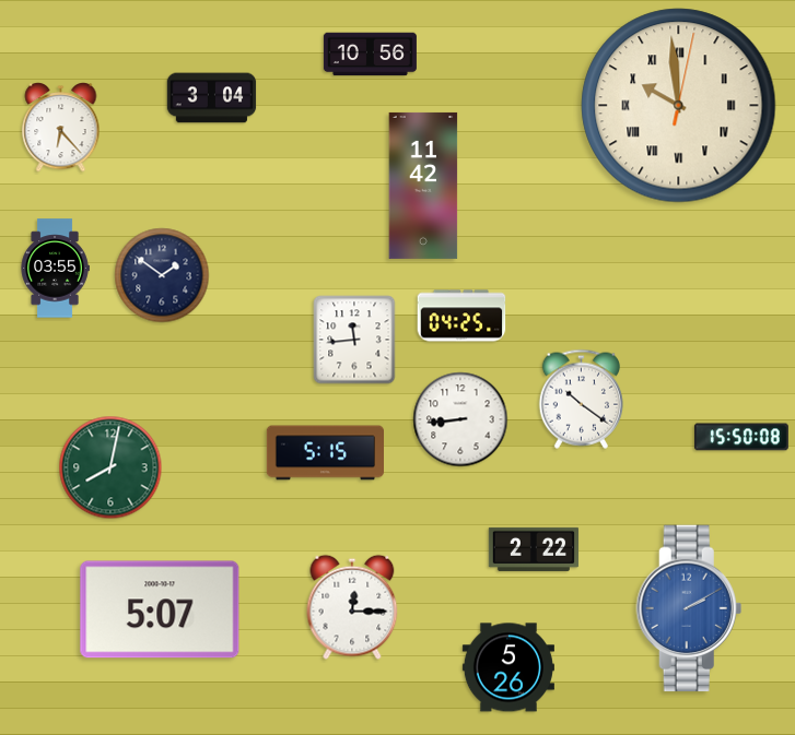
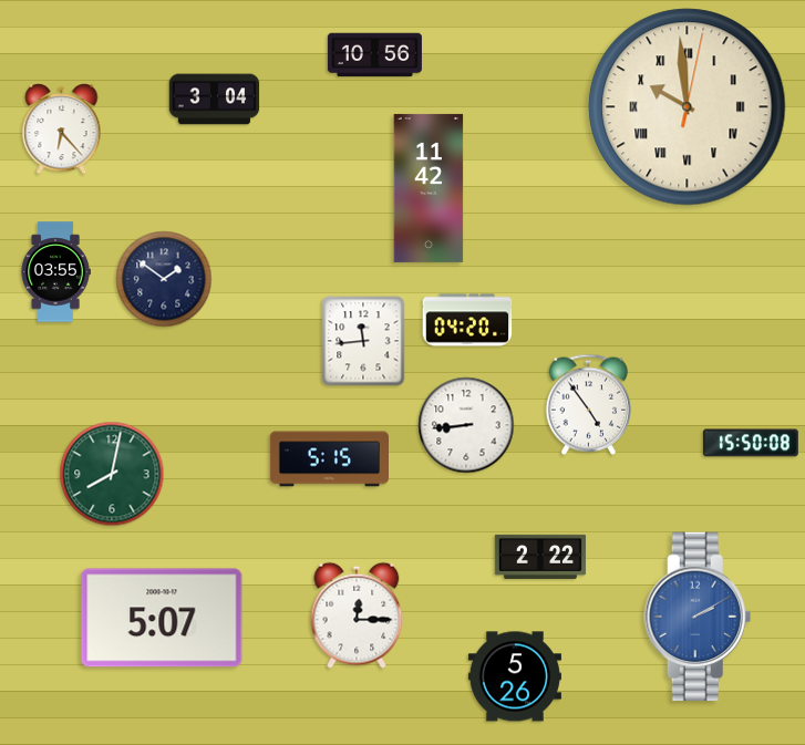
clock at (461, 316): 04:25 -> 04:20
clock at (354, 340) position: (354, 340) -> (363, 341)
clock at (581, 399): 10:21 -> 4:54
